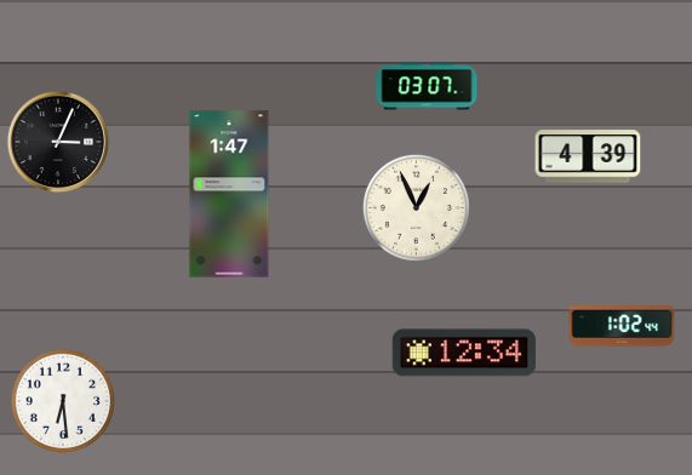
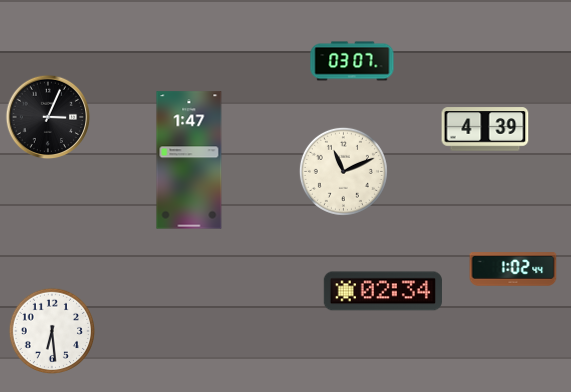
clock at (427, 86) position: (427, 86) -> (352, 61)
clock at (416, 207): 12:56 -> 11:11
clock at (464, 353): 12:34 -> 02:34
